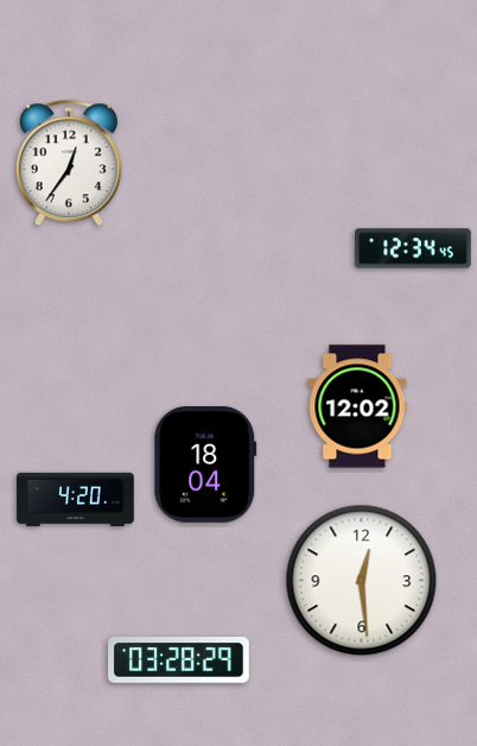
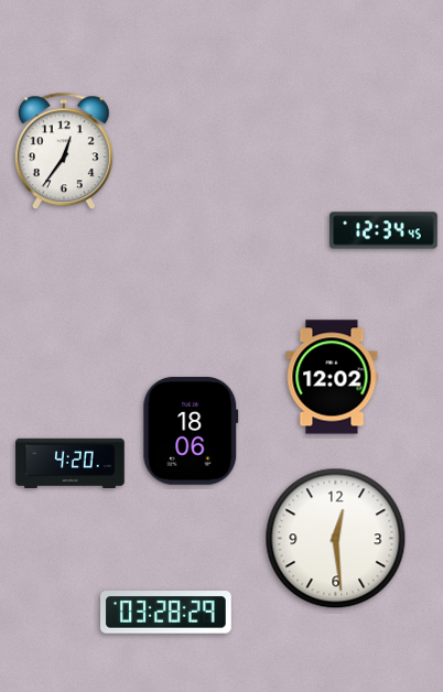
clock at (205, 466): 18:04 -> 18:06
